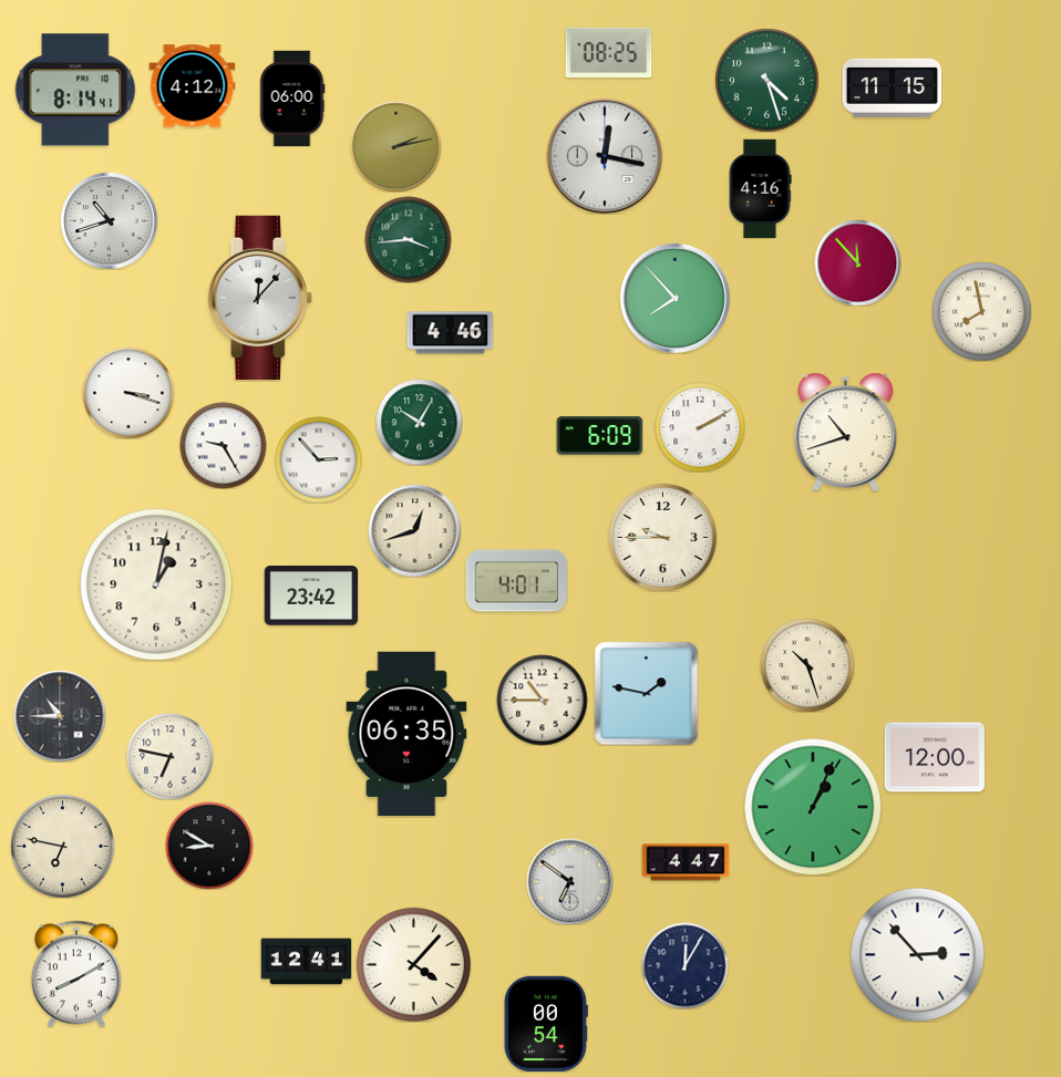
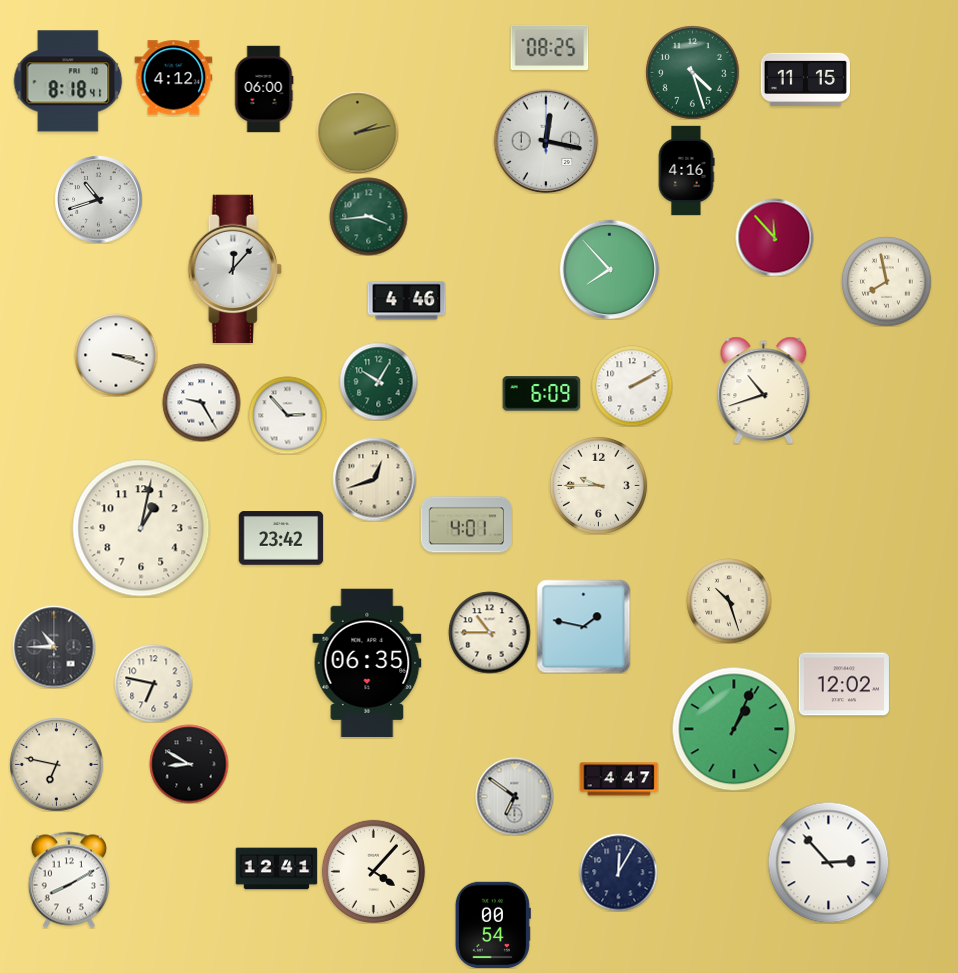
clock at (75, 90): 8:14 -> 8:18
clock at (935, 757): 12:00 -> 12:02
